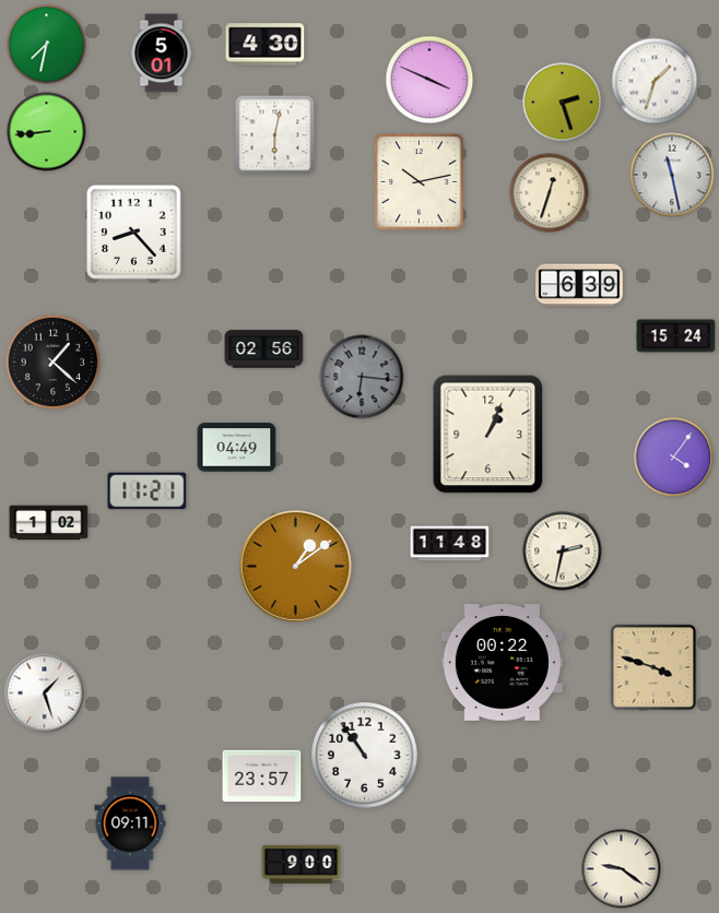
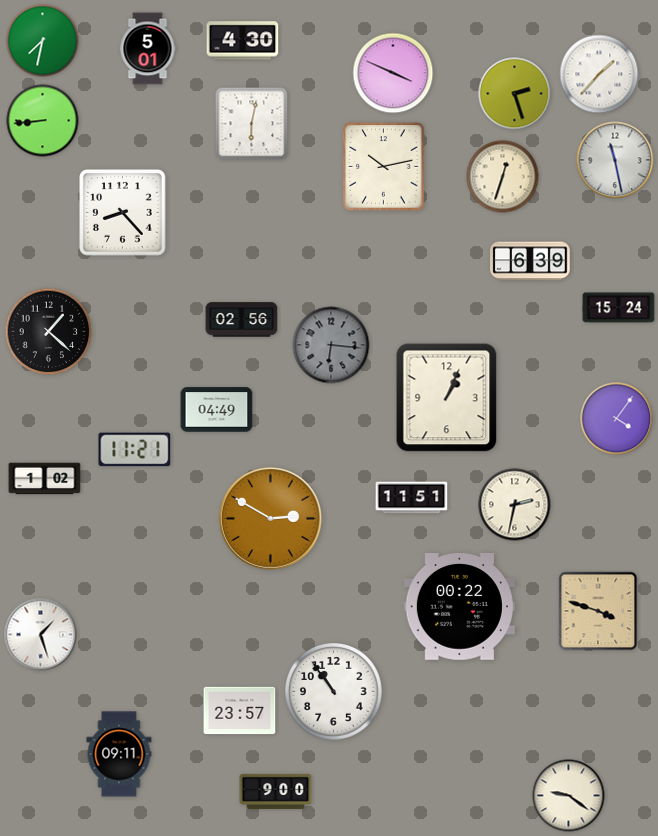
clock at (655, 81): 1:33 -> 1:37
clock at (450, 544): 11:48 -> 11:51
clock at (296, 567): 1:09 -> 2:50
